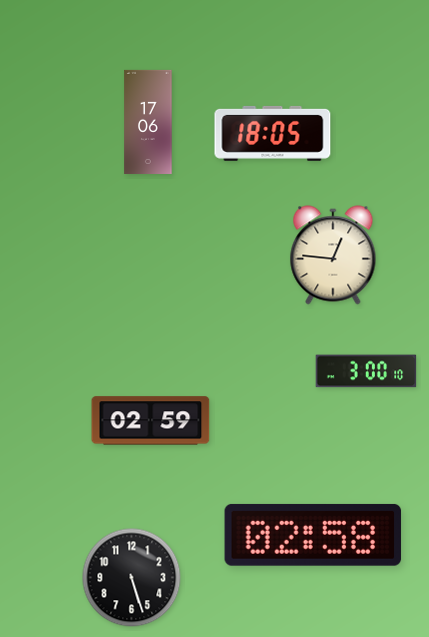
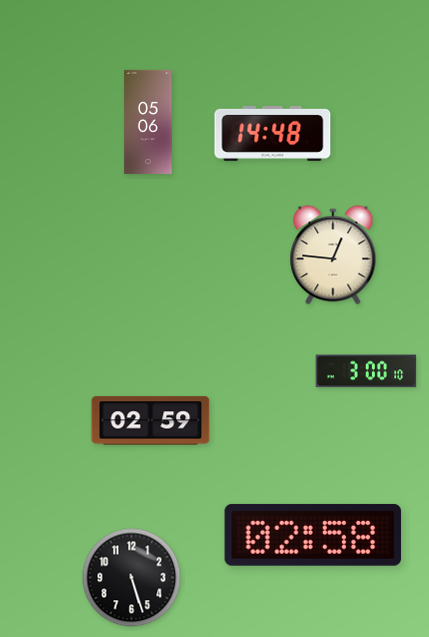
clock at (148, 122): 17:06 -> 05:06
clock at (273, 133): 18:05 -> 14:48
